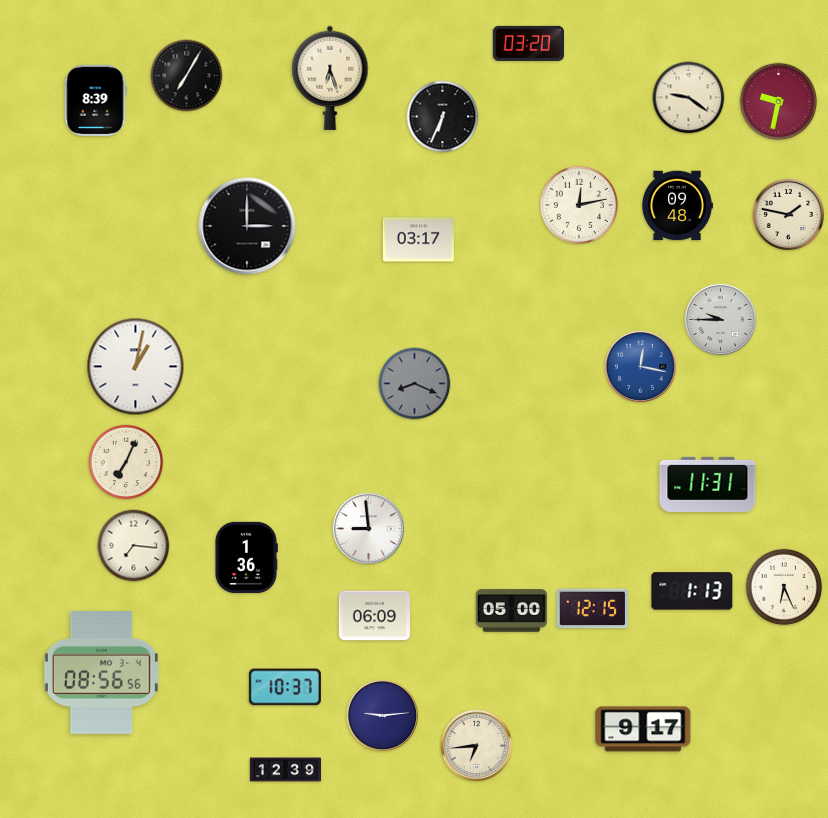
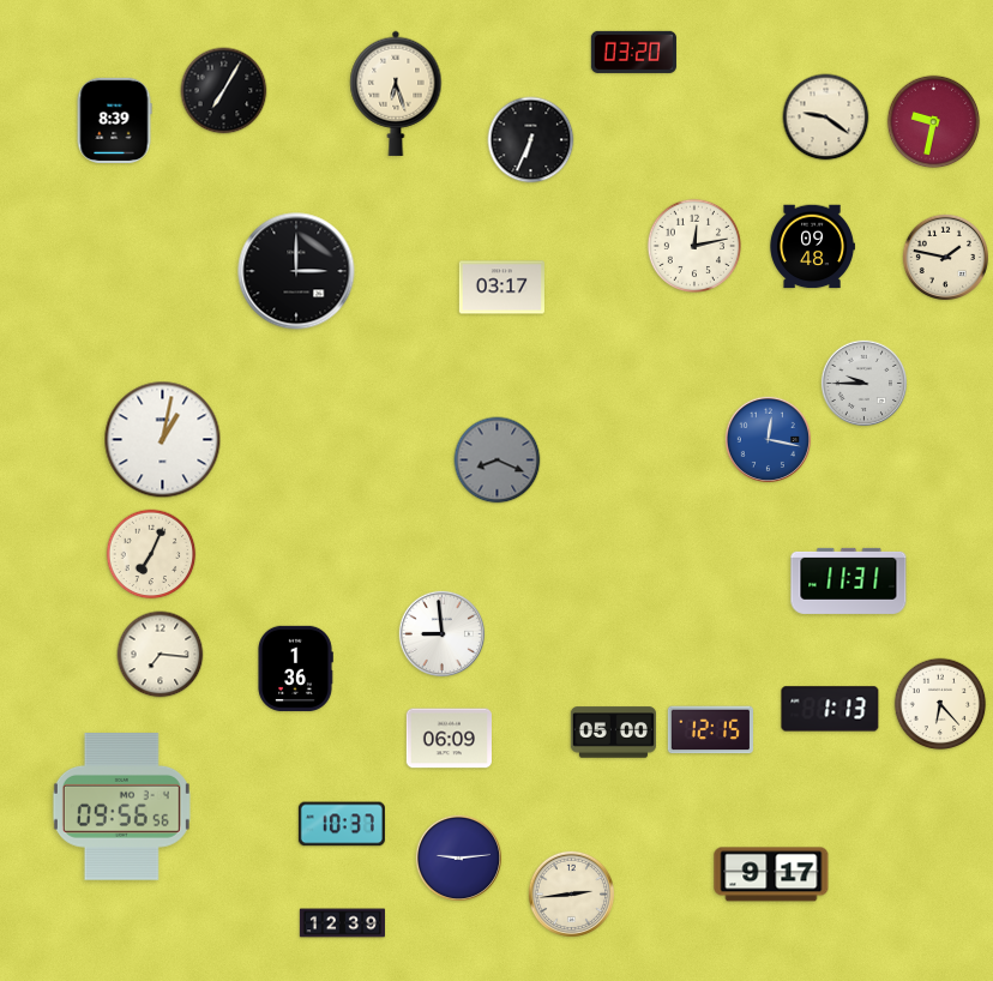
clock at (784, 587): 6:26 -> 6:23
clock at (101, 673): 08:56 -> 09:56
clock at (476, 745): 6:44 -> 2:44
